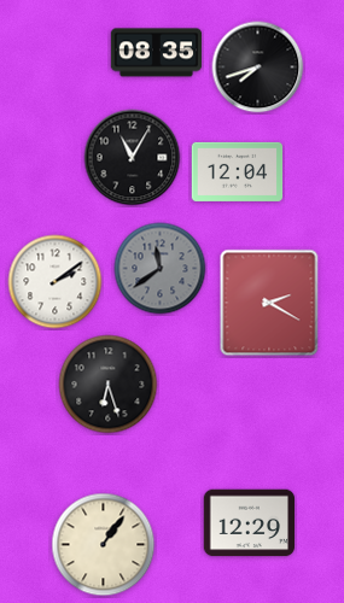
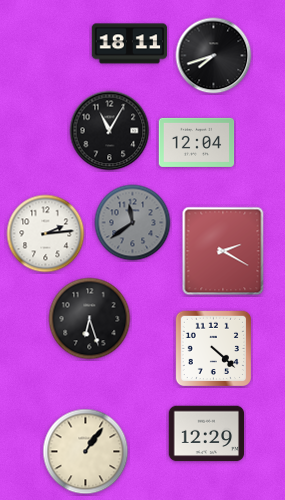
clock at (157, 53): 08:35 -> 18:11
clock at (56, 282): 2:09 -> 2:14
clock at (213, 348): none -> 4:22
